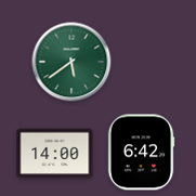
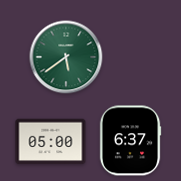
clock at (141, 153): 6:42 -> 6:37
clock at (55, 154): 14:00 -> 05:00
